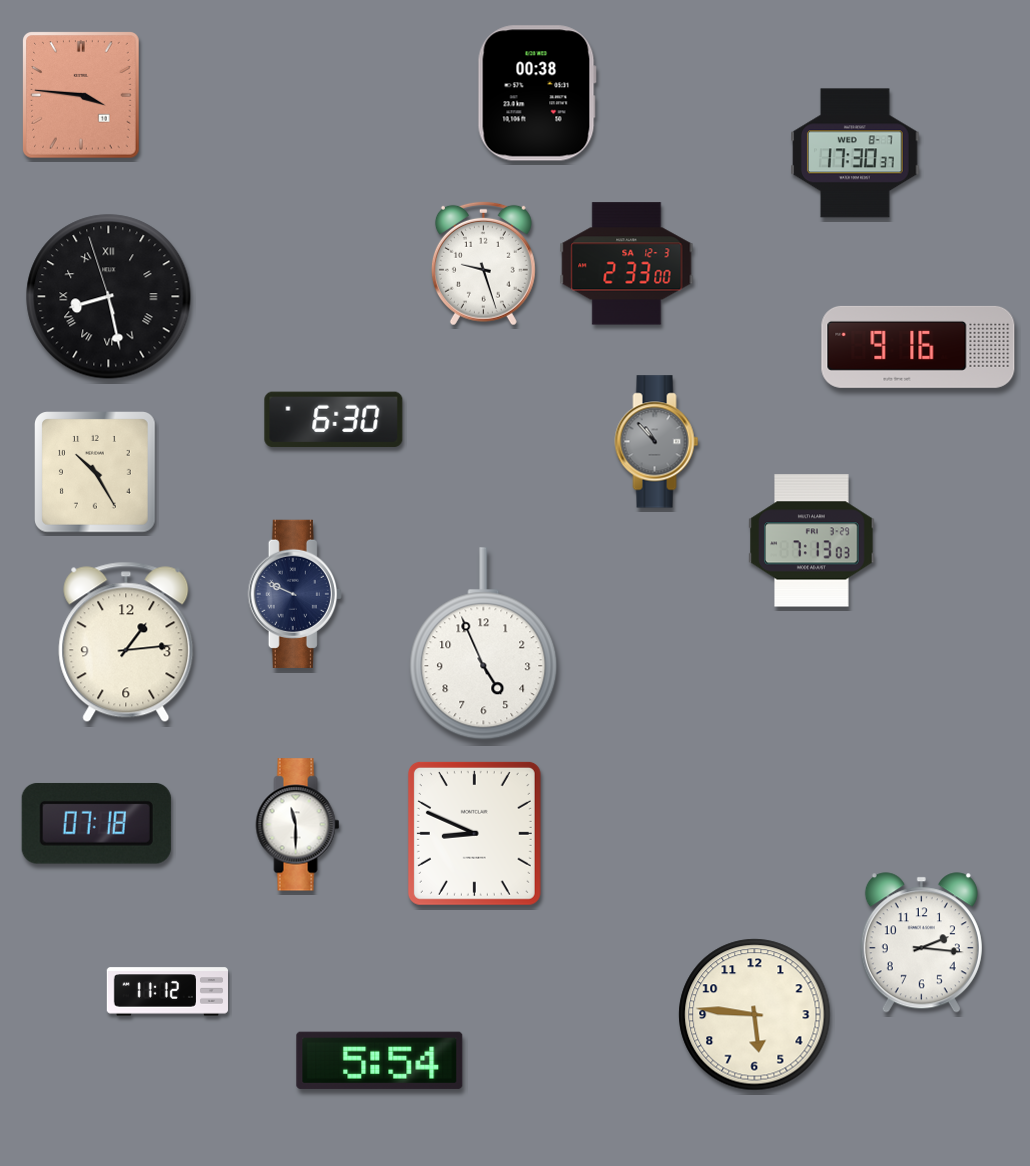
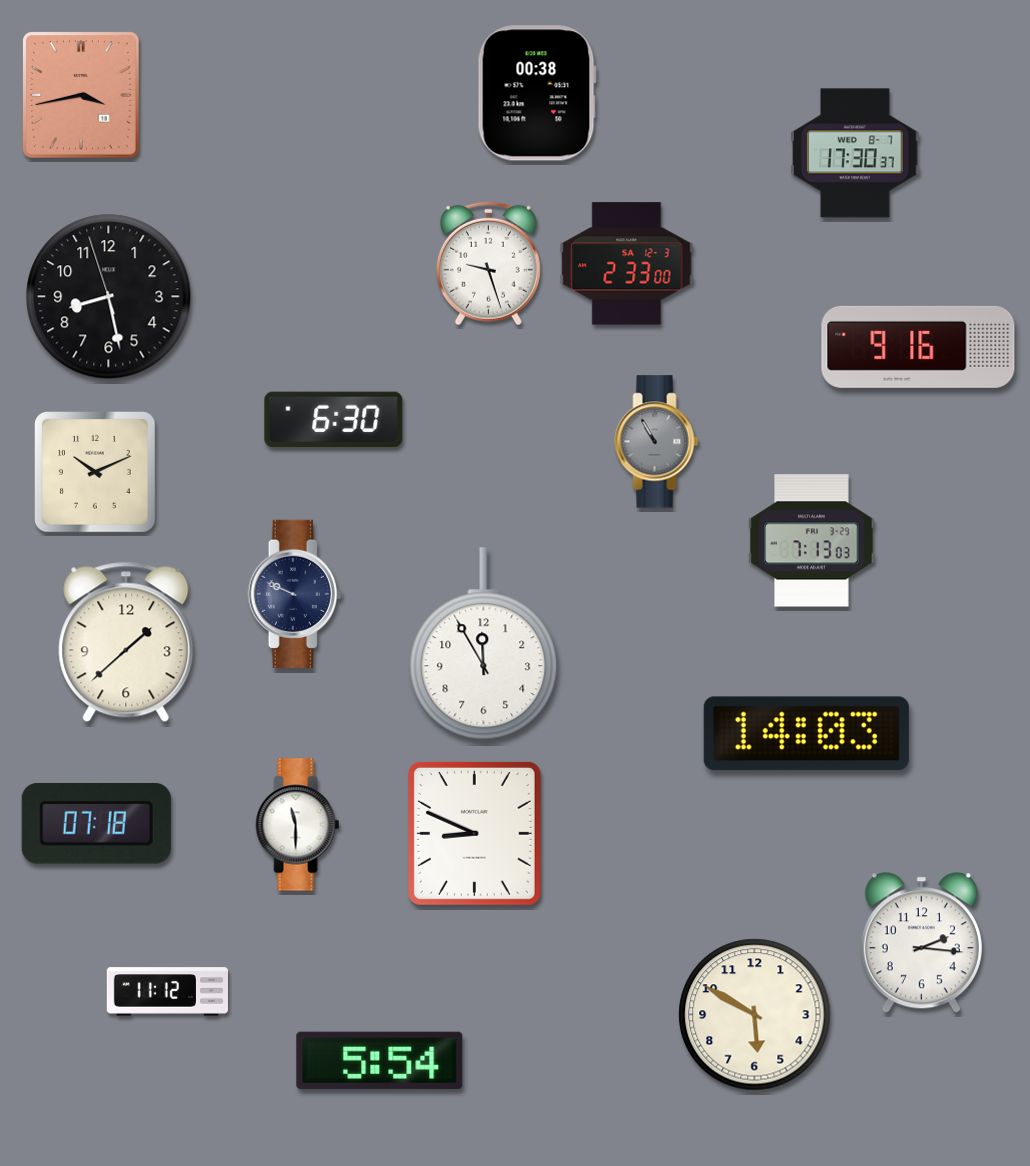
clock at (81, 95): 3:46 -> 3:43
clock at (483, 263) position: (483, 263) -> (488, 263)
clock at (109, 297) numerals: Roman -> Arabic
clock at (657, 442): 10:53 -> 10:55
clock at (95, 472): 10:25 -> 10:11
clock at (126, 642): 1:14 -> 1:38
clock at (484, 644): 4:56 -> 11:55
clock at (806, 734): none -> 14:03
clock at (755, 1015): 5:46 -> 5:50
